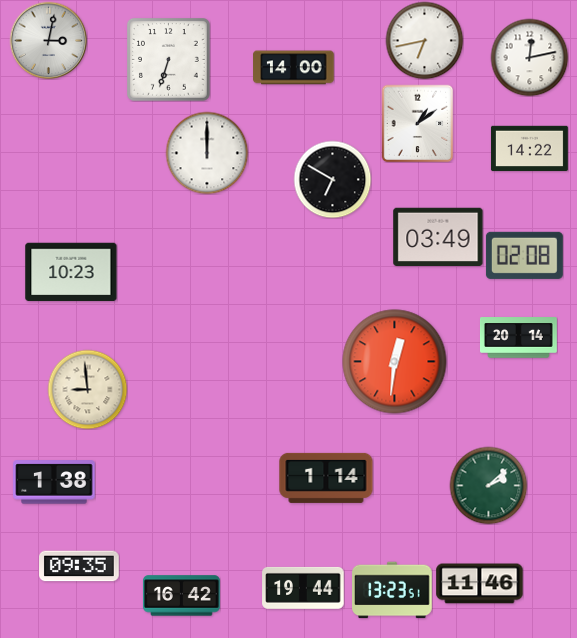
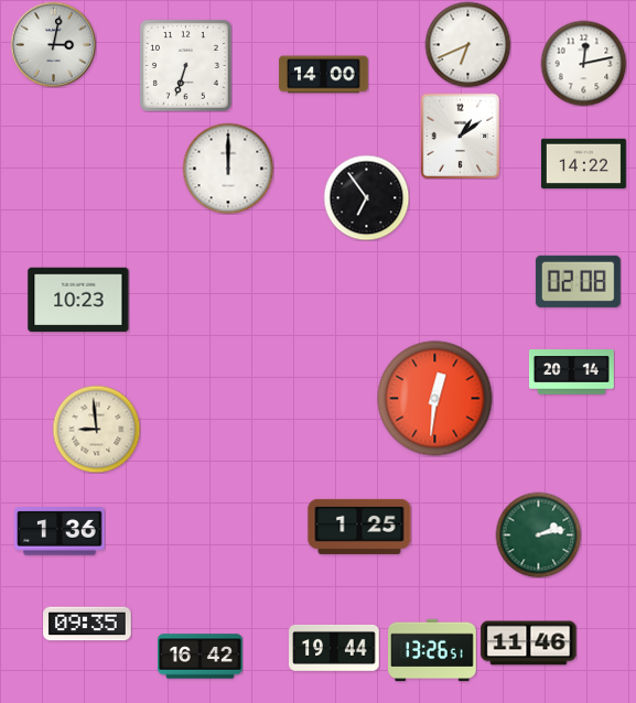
clock at (424, 40): 6:43 -> 6:41
clock at (332, 179): 6:50 -> 6:54
clock at (438, 237): 03:49 -> none
clock at (326, 478): 1:14 -> 1:25
clock at (54, 482): 1:38 -> 1:36
clock at (488, 485): 2:08 -> 2:13
clock at (392, 590): 13:23 -> 13:26
